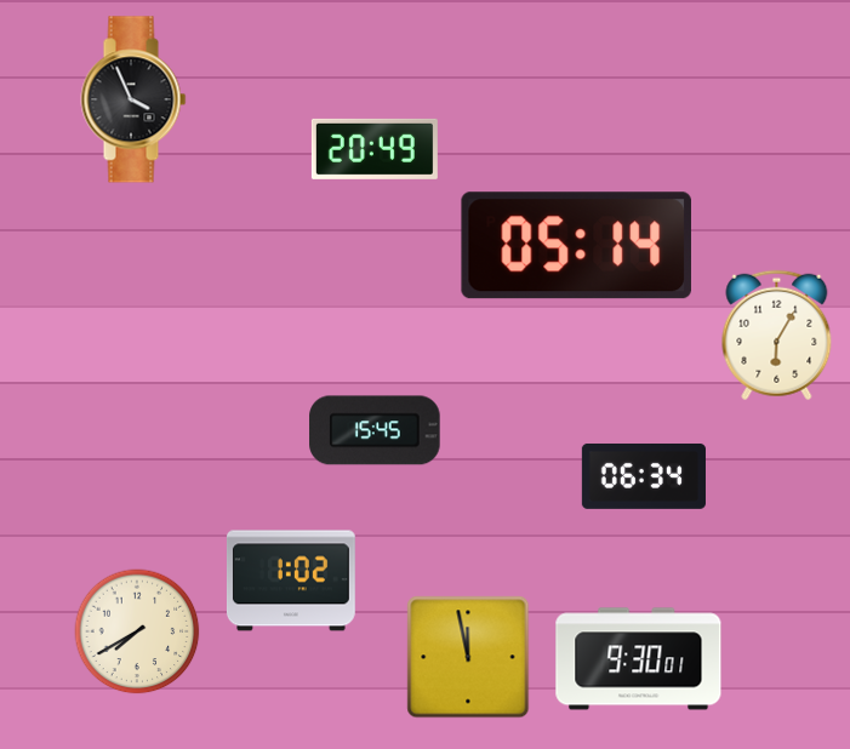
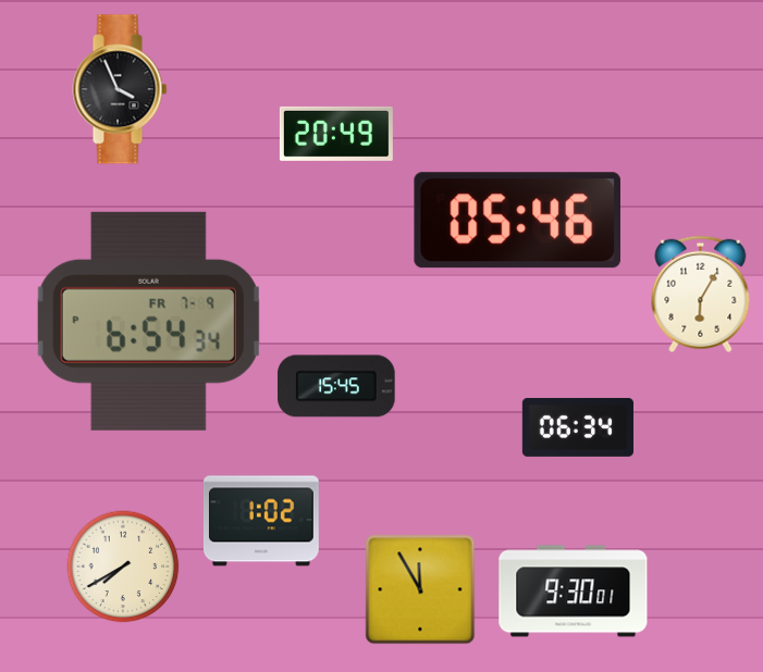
clock at (576, 246): 05:14 -> 05:46
clock at (777, 336) position: (777, 336) -> (701, 295)
clock at (148, 321): none -> 6:54
clock at (468, 657): 11:58 -> 11:55
